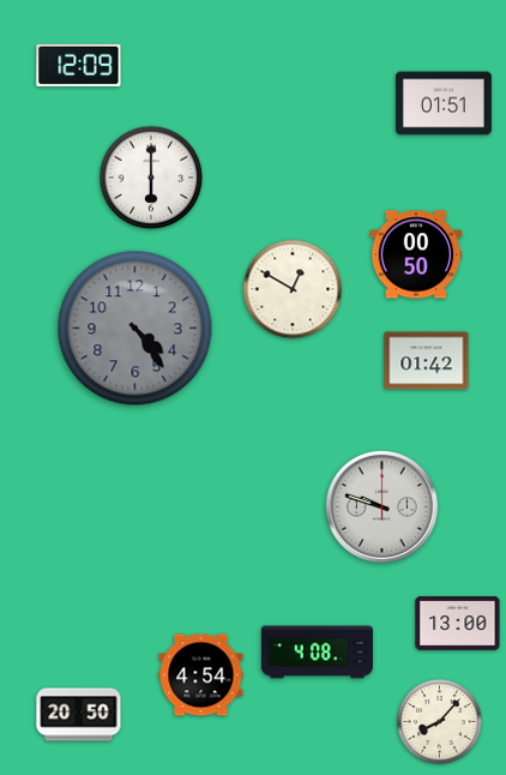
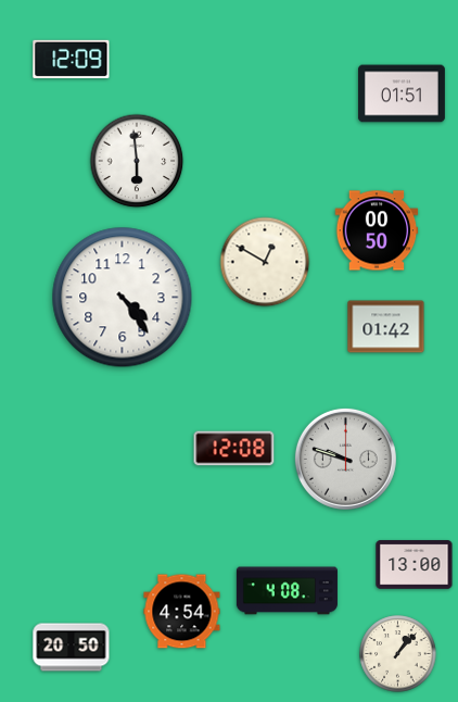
clock at (151, 178): 6:00 -> 5:59
clock at (135, 329) dial: grey -> white
clock at (234, 449): none -> 12:08
clock at (440, 722): 8:07 -> 1:07
